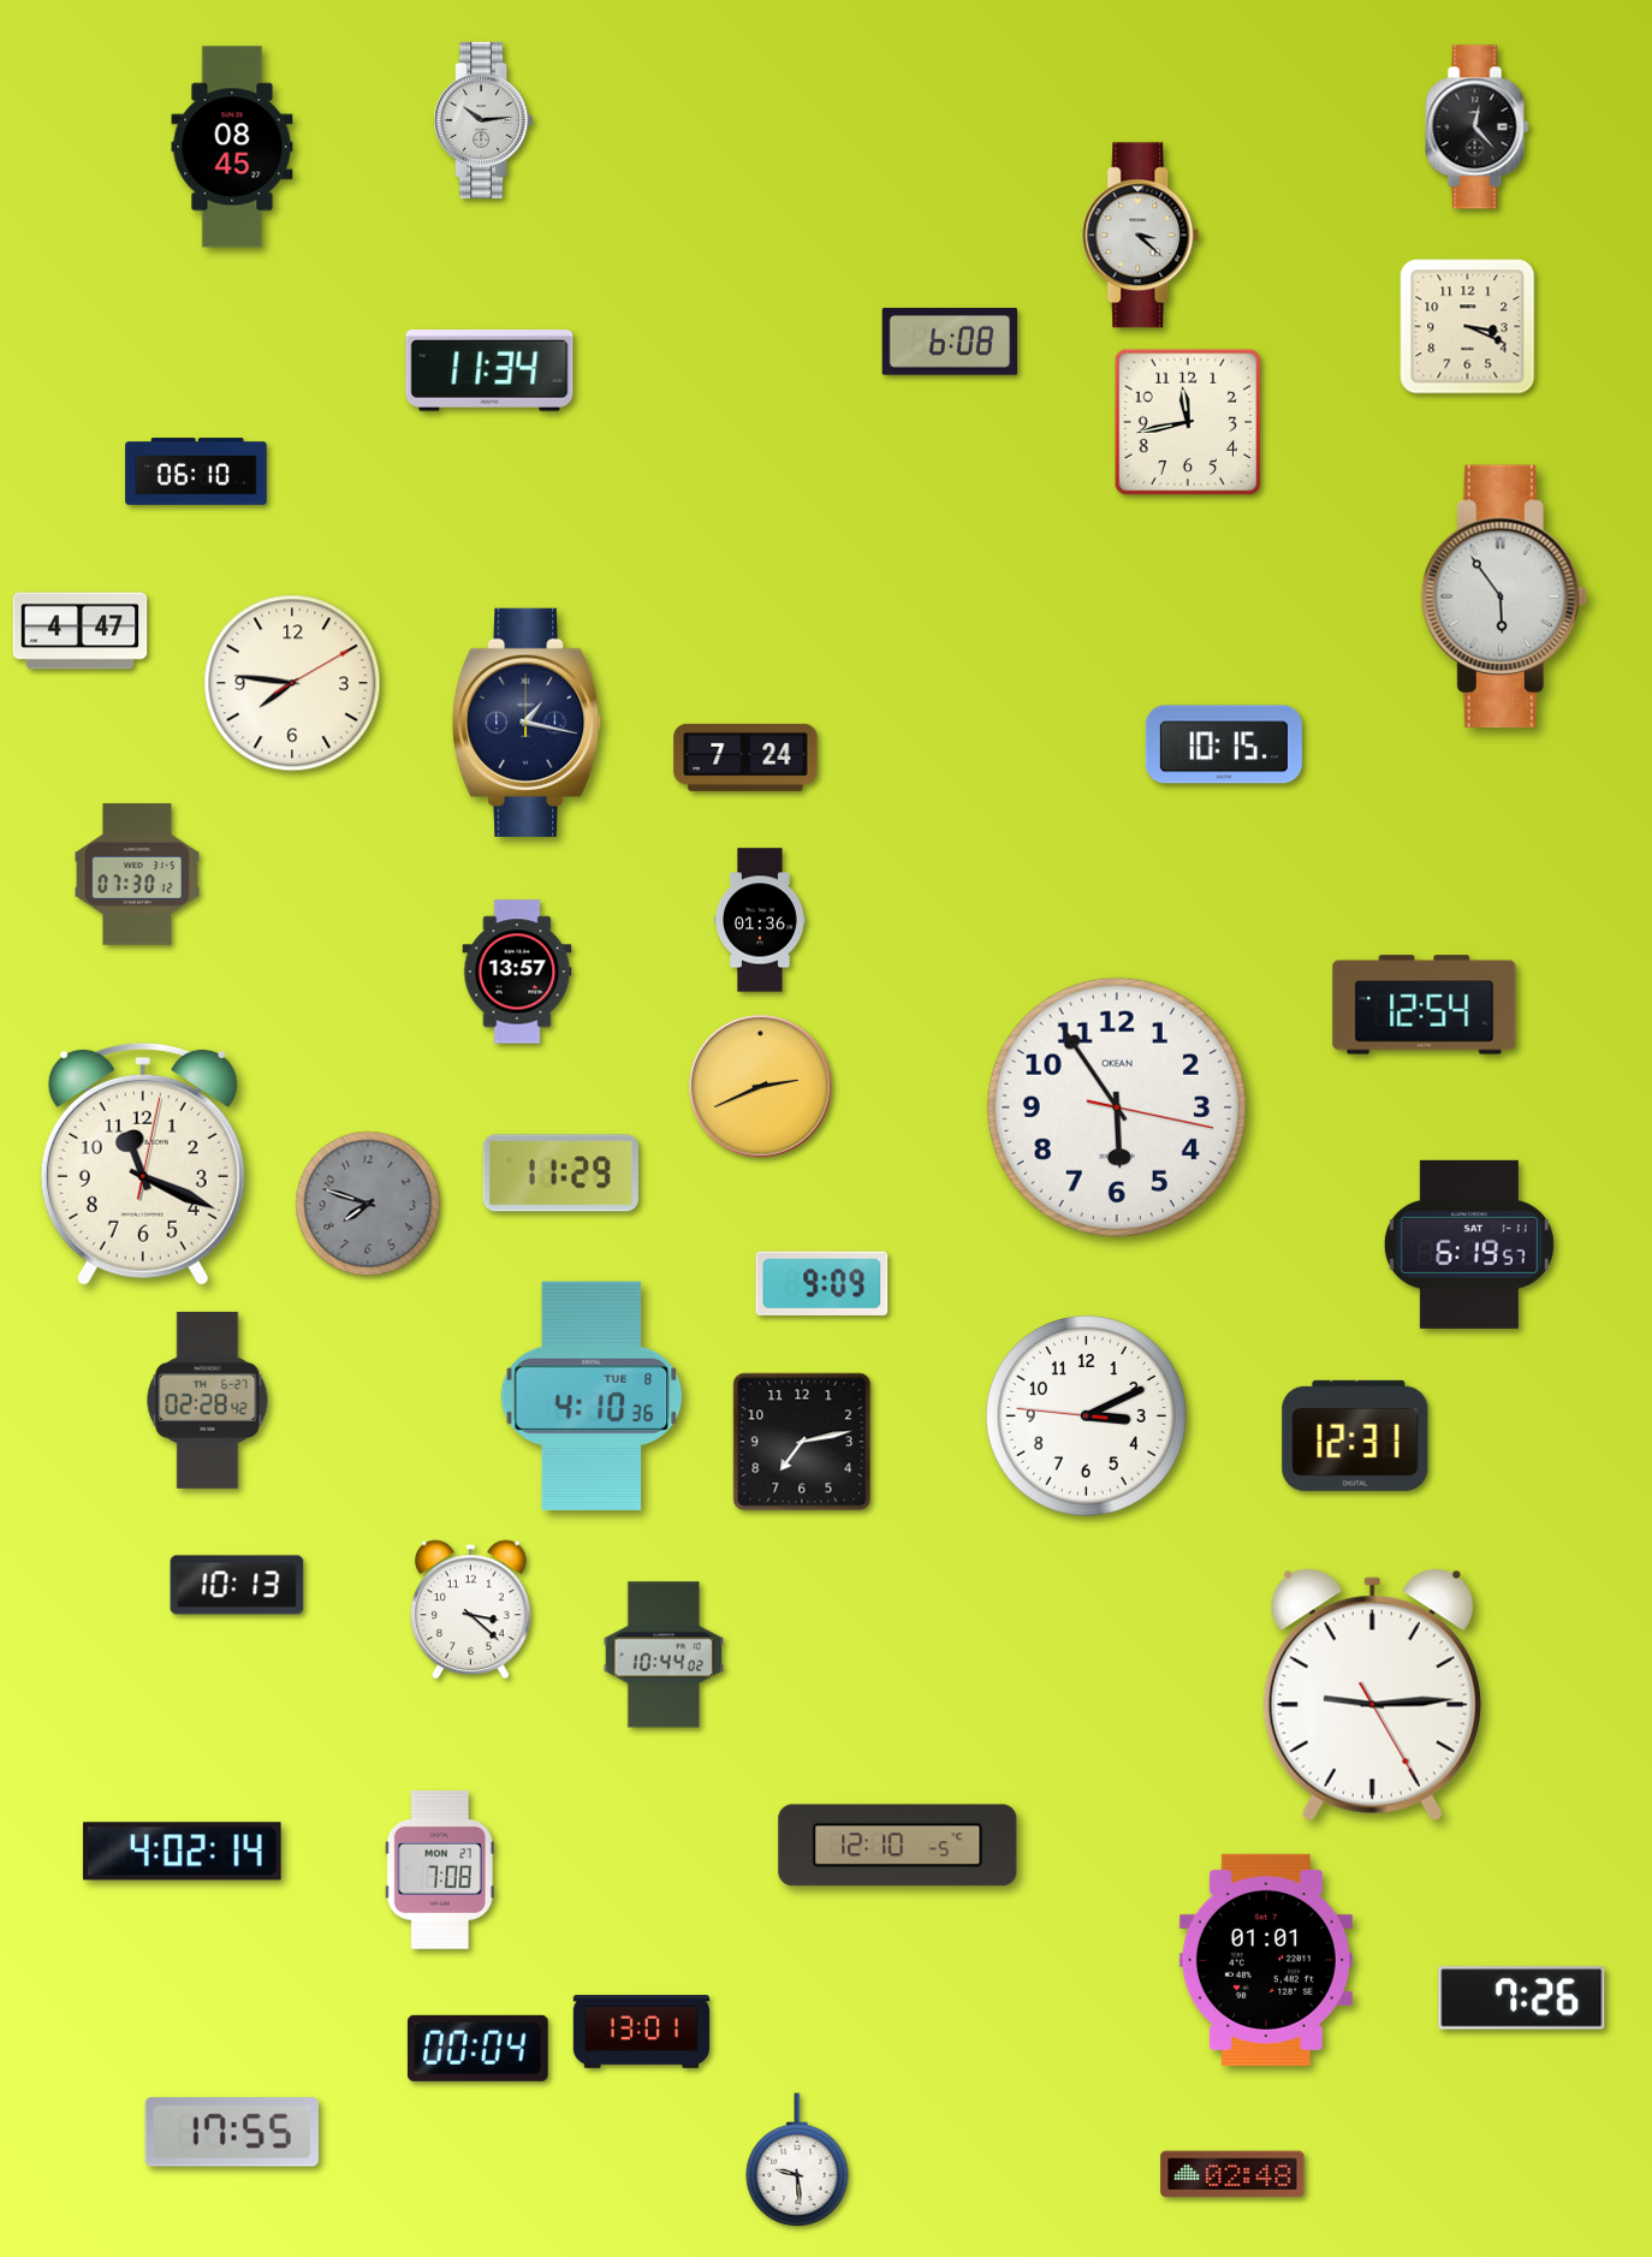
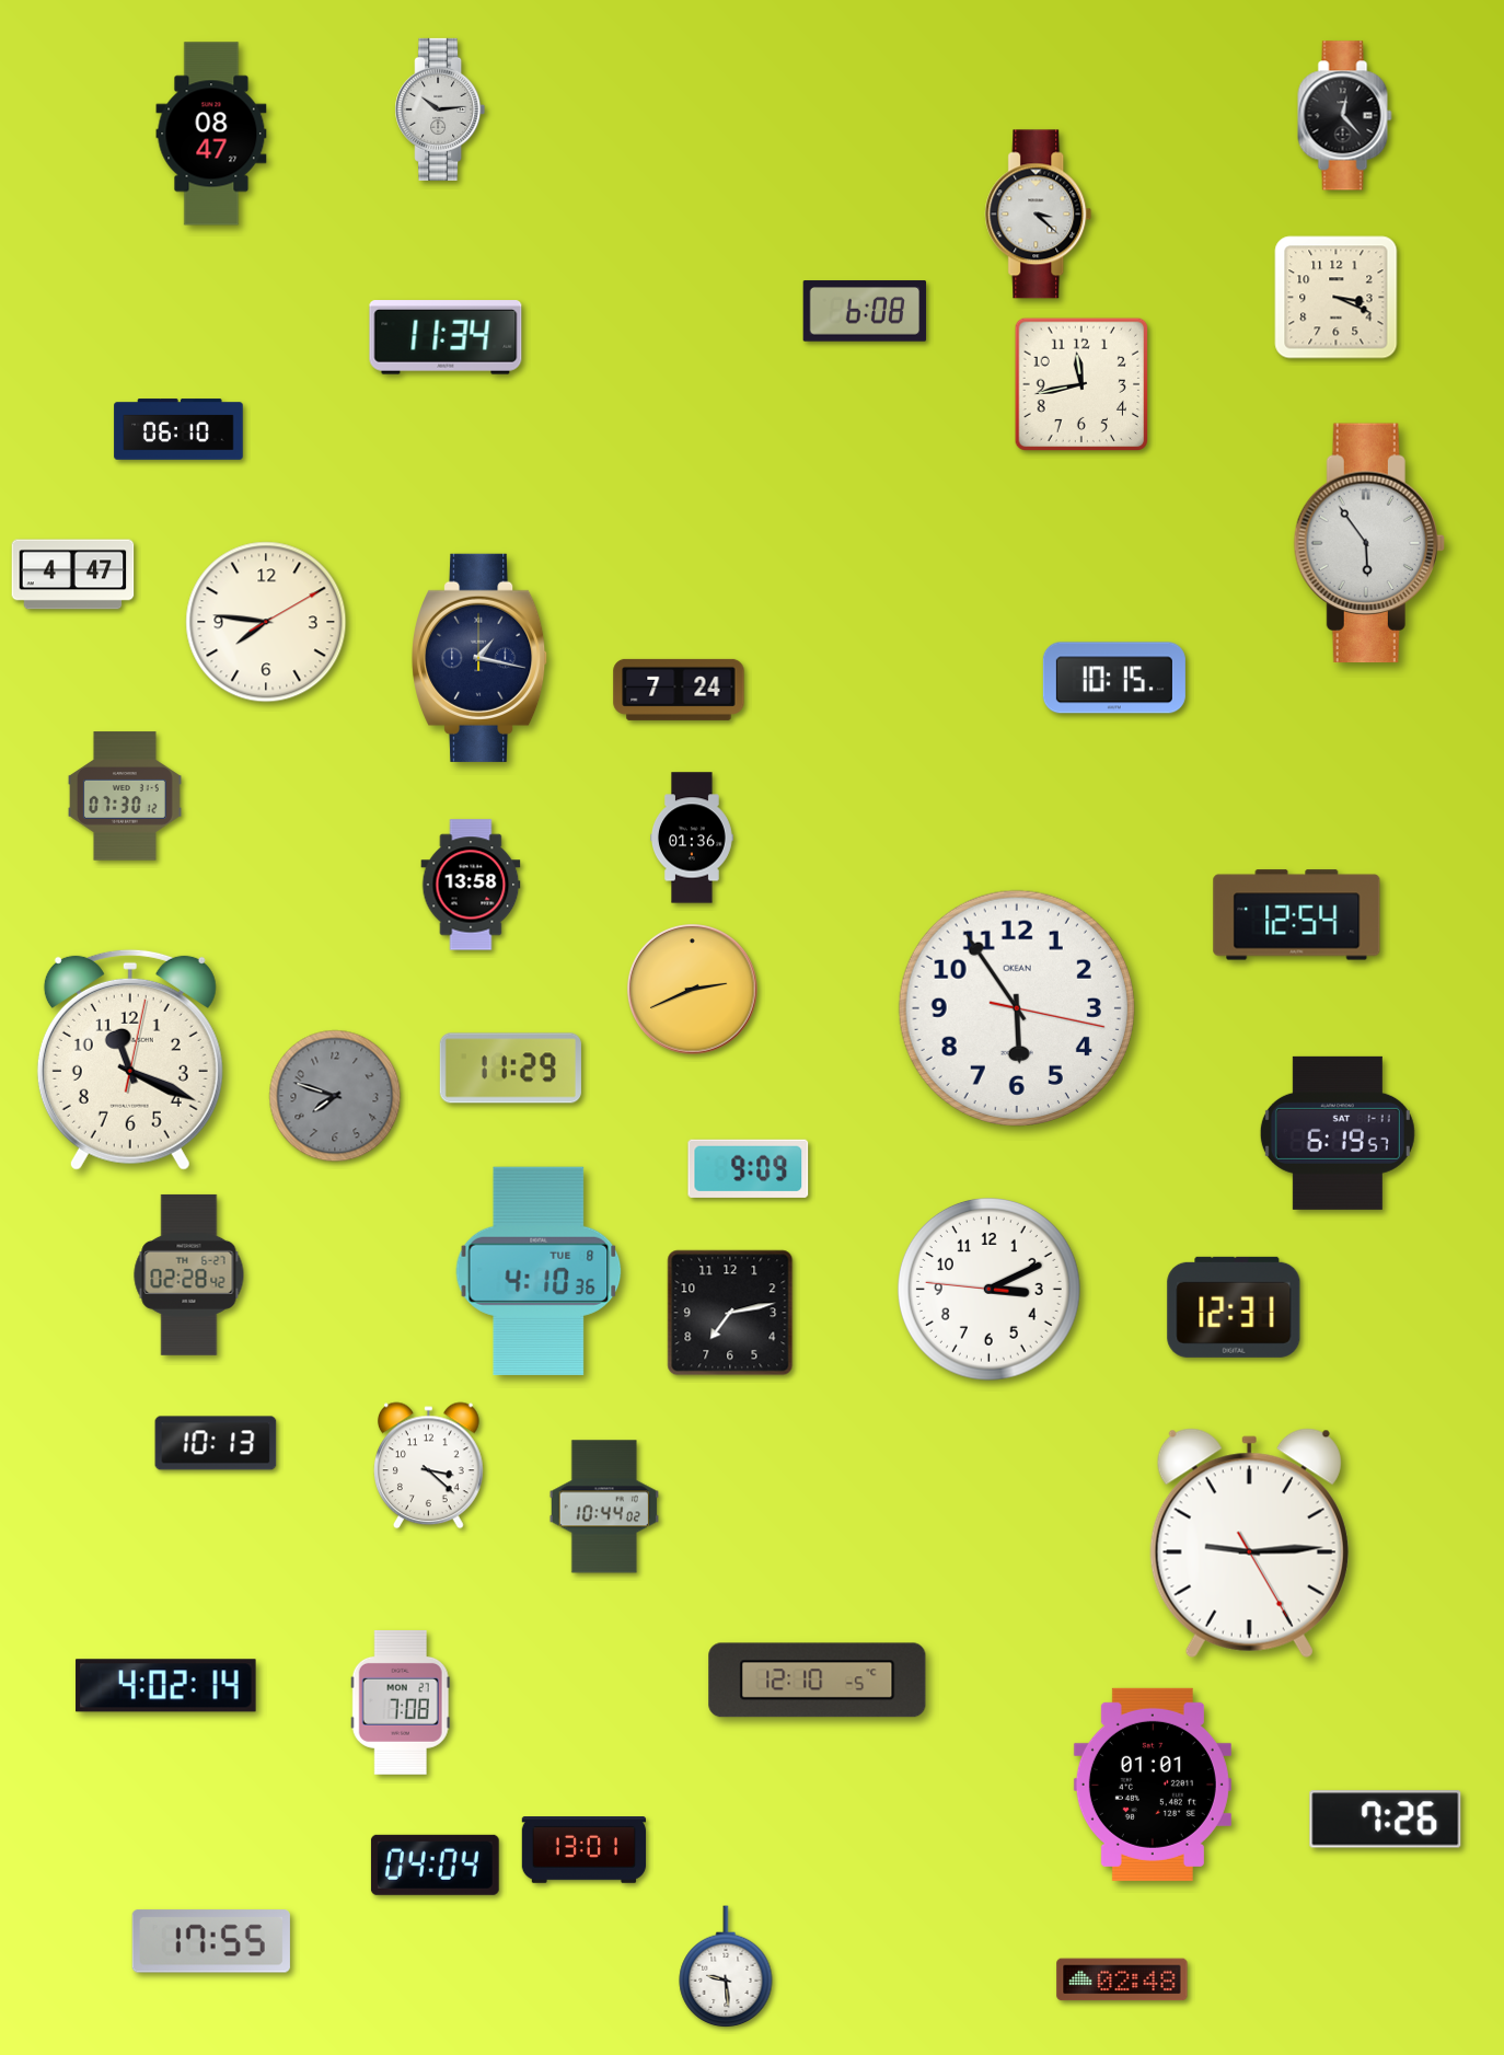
clock at (232, 147): 08:45 -> 08:47
clock at (517, 972): 13:57 -> 13:58
clock at (477, 2048): 00:04 -> 04:04
